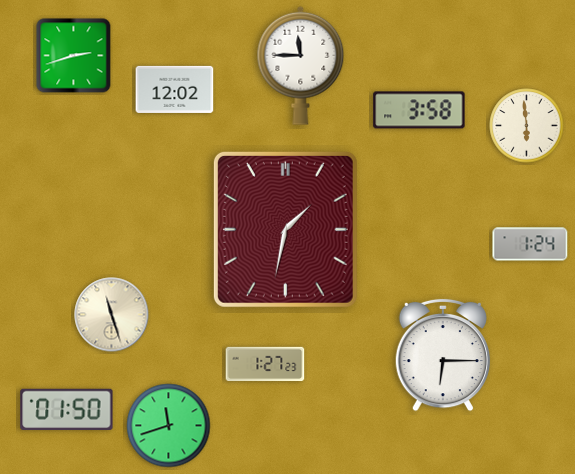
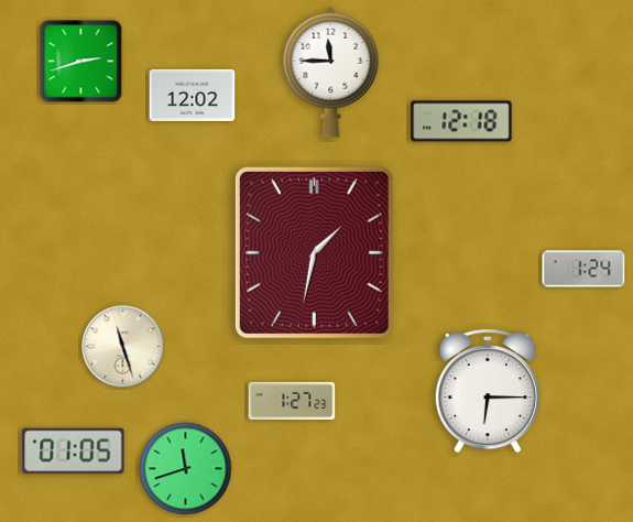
clock at (175, 89) position: (175, 89) -> (193, 95)
clock at (419, 110): 3:58 -> 12:18
clock at (527, 126): 5:59 -> none
clock at (67, 410): 01:50 -> 01:05
